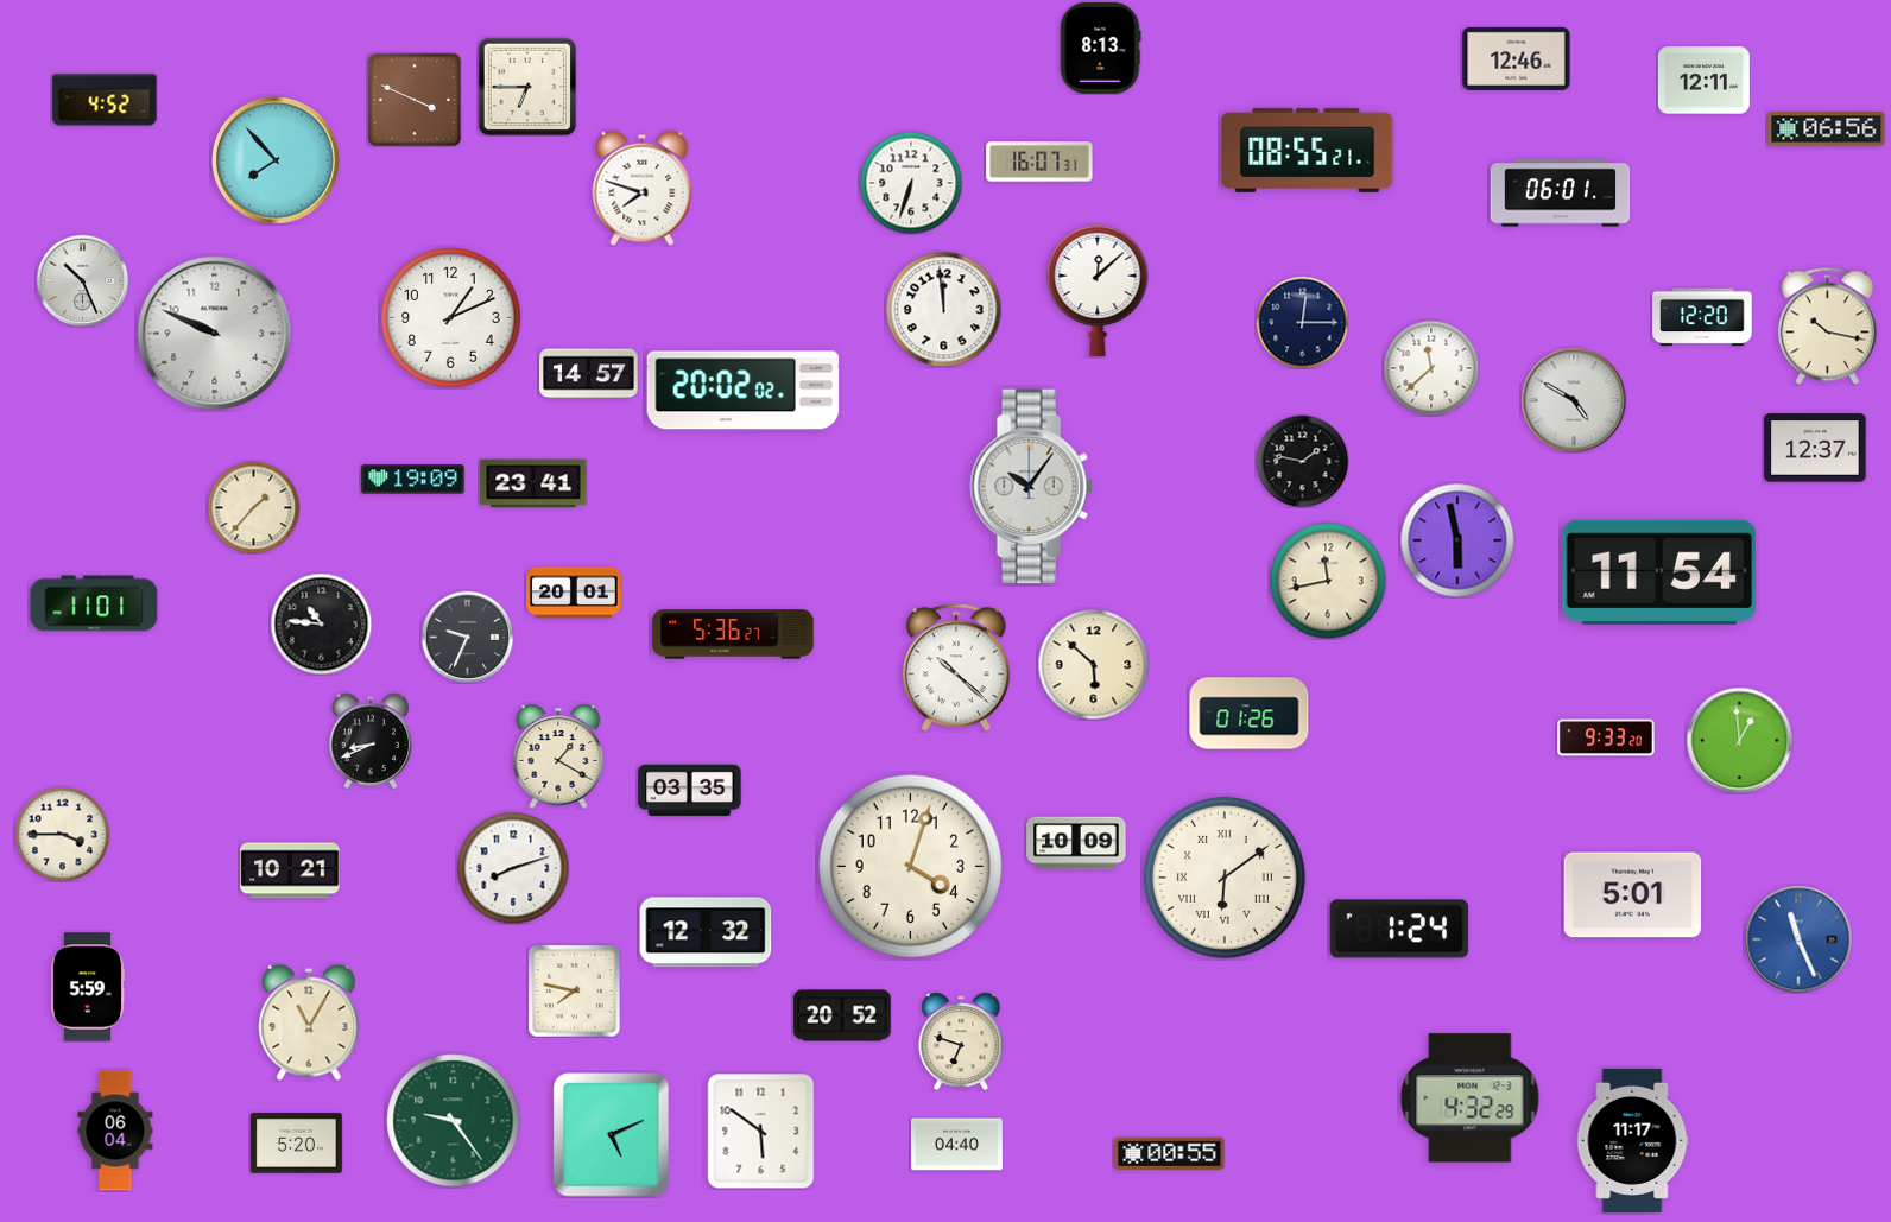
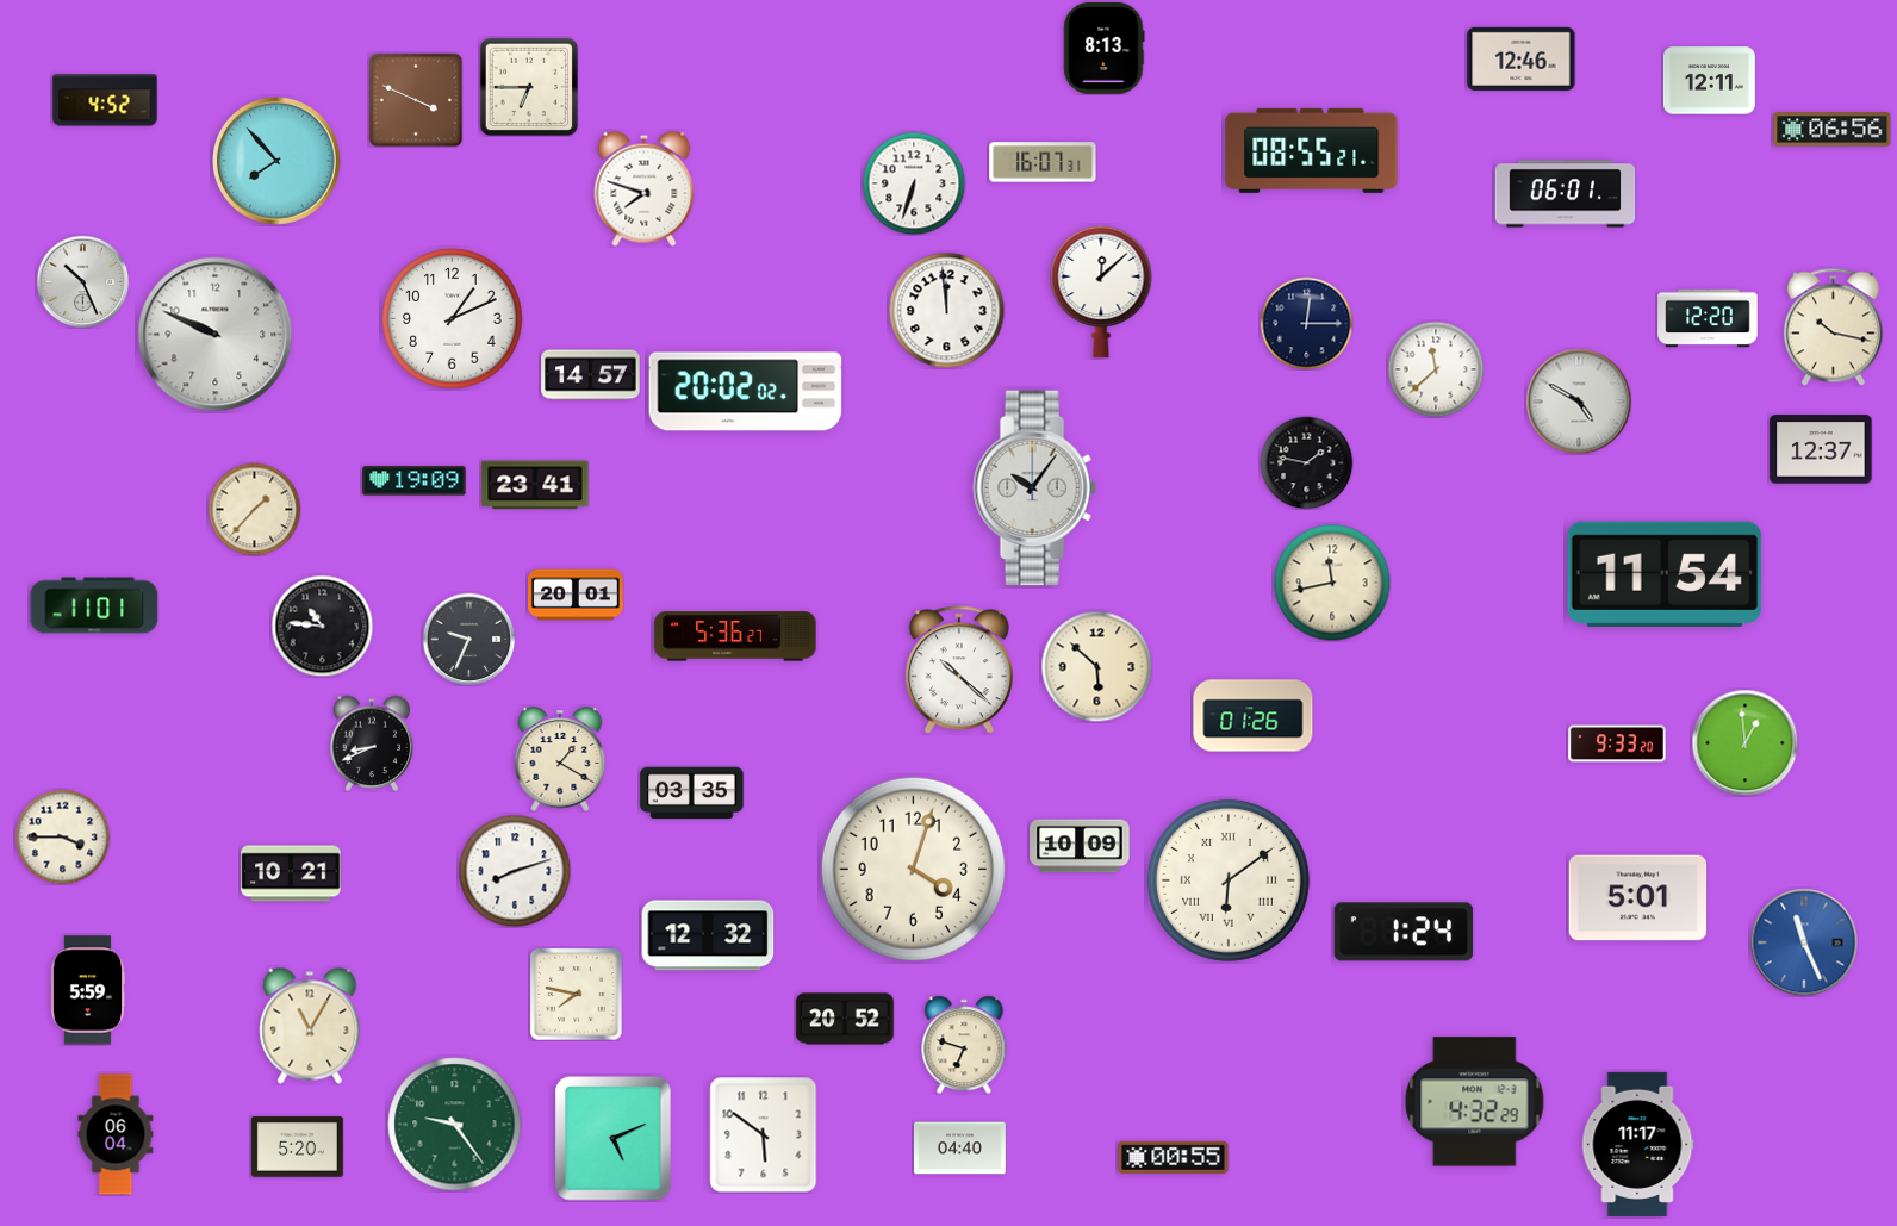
clock at (1457, 540): 5:58 -> none
clock at (1606, 737) position: (1606, 737) -> (1617, 743)
